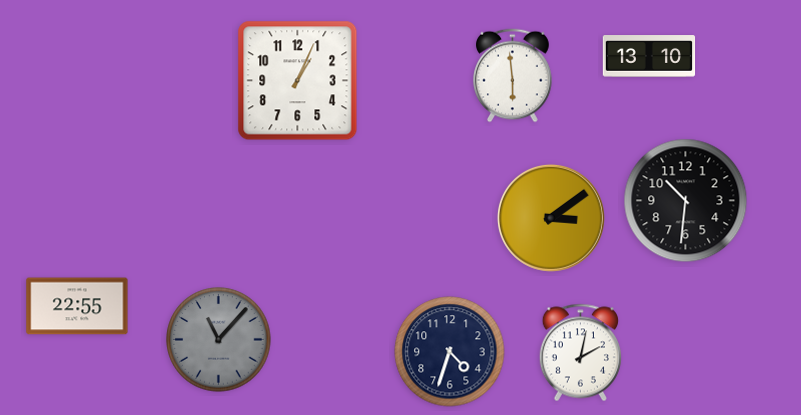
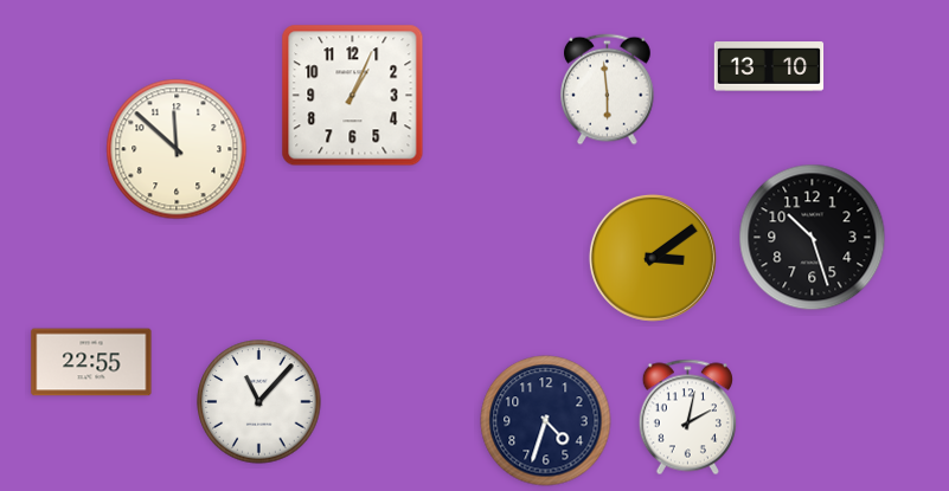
clock at (177, 149): none -> 11:52
clock at (686, 201): 10:31 -> 10:27
clock at (219, 340) dial: grey -> white
clock at (450, 352) position: (450, 352) -> (546, 421)
